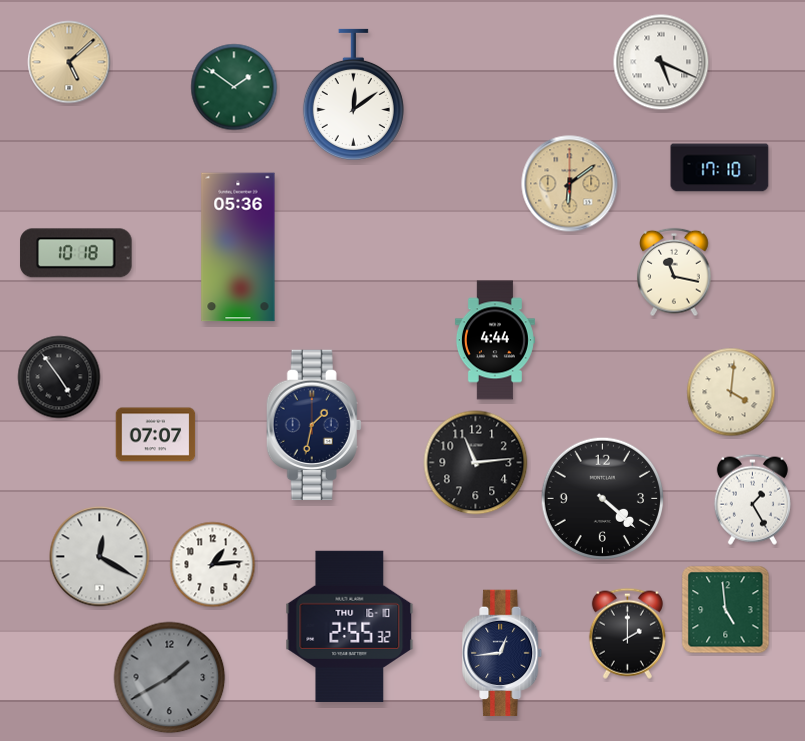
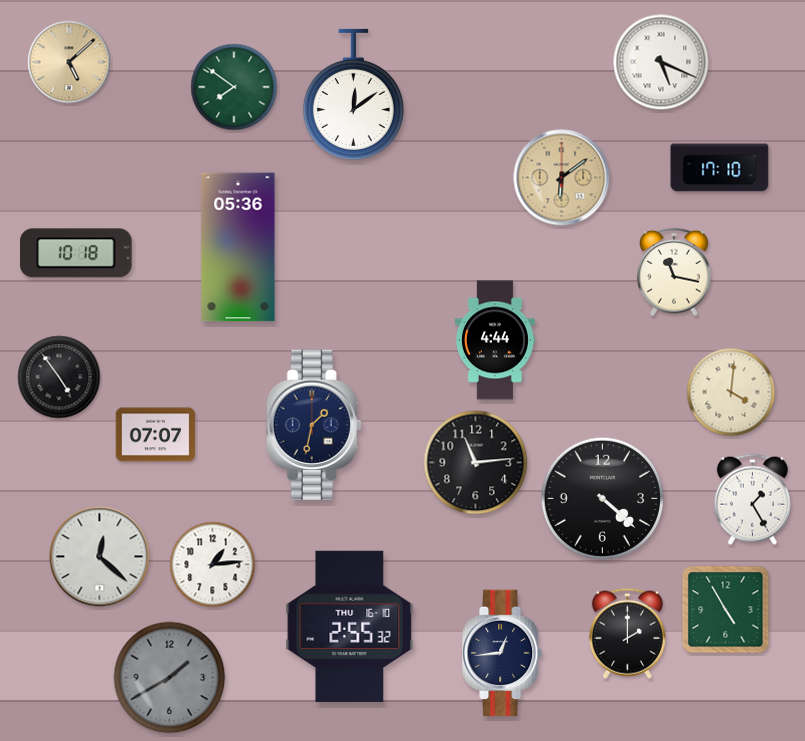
clock at (234, 87): 1:51 -> 7:51
clock at (570, 184) position: (570, 184) -> (562, 178)
clock at (100, 557): 12:20 -> 12:22
clock at (726, 610): 4:59 -> 4:55
